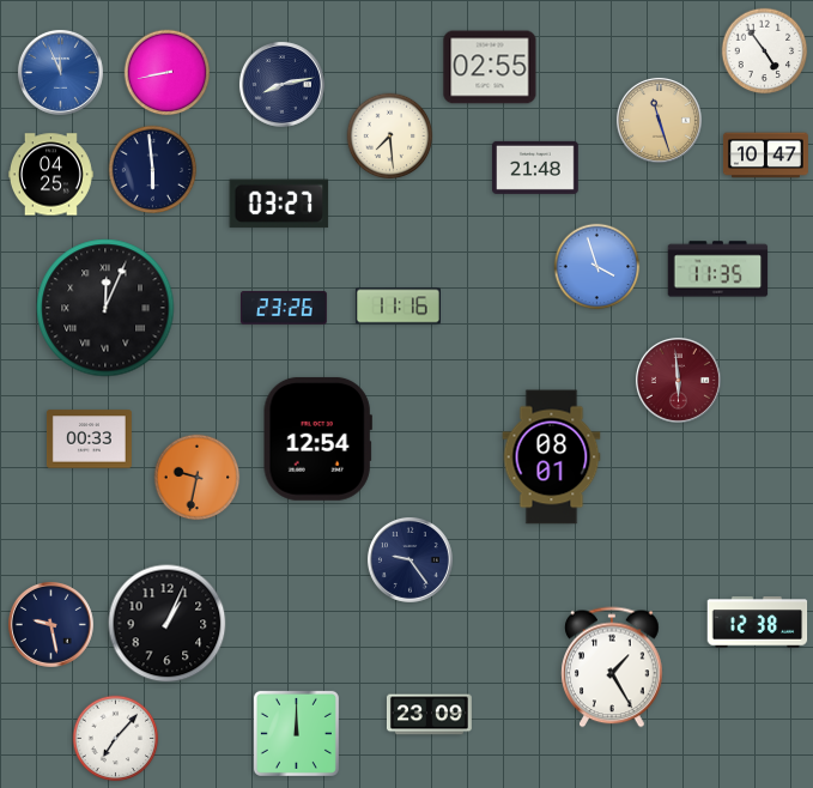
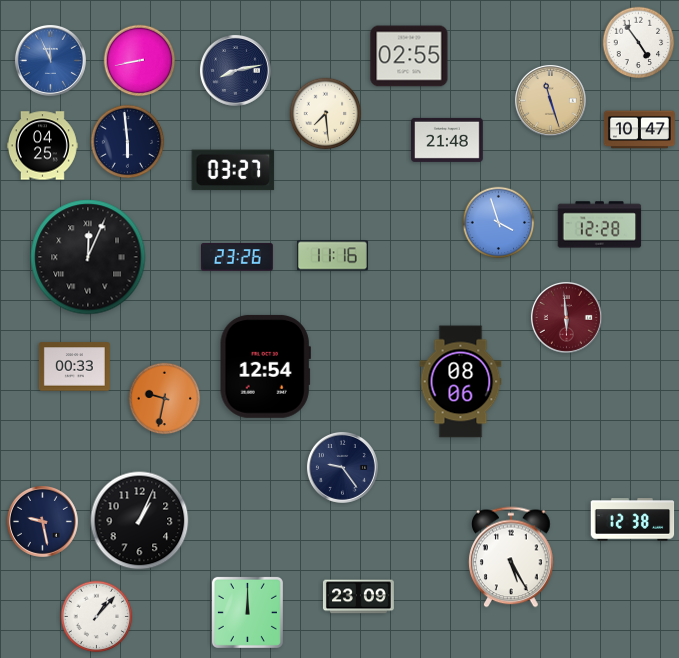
clock at (718, 269): 11:35 -> 12:28
clock at (552, 457): 08:01 -> 08:06
clock at (612, 667): 1:25 -> 5:25
clock at (116, 739): 7:07 -> 1:07
